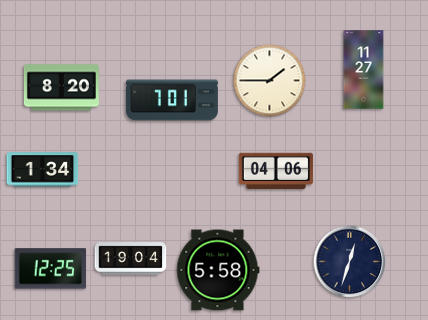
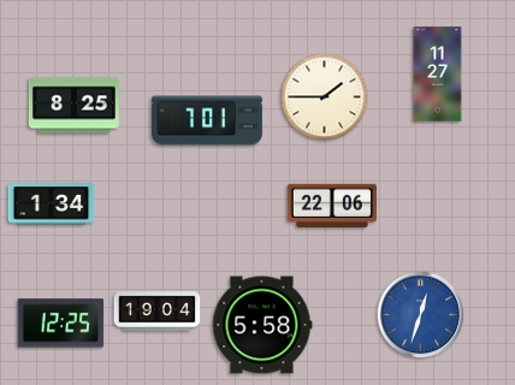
clock at (364, 70) position: (364, 70) -> (438, 75)
clock at (61, 88): 8:20 -> 8:25
clock at (276, 171): 04:06 -> 22:06
clock at (350, 262) dial: navy -> blue
